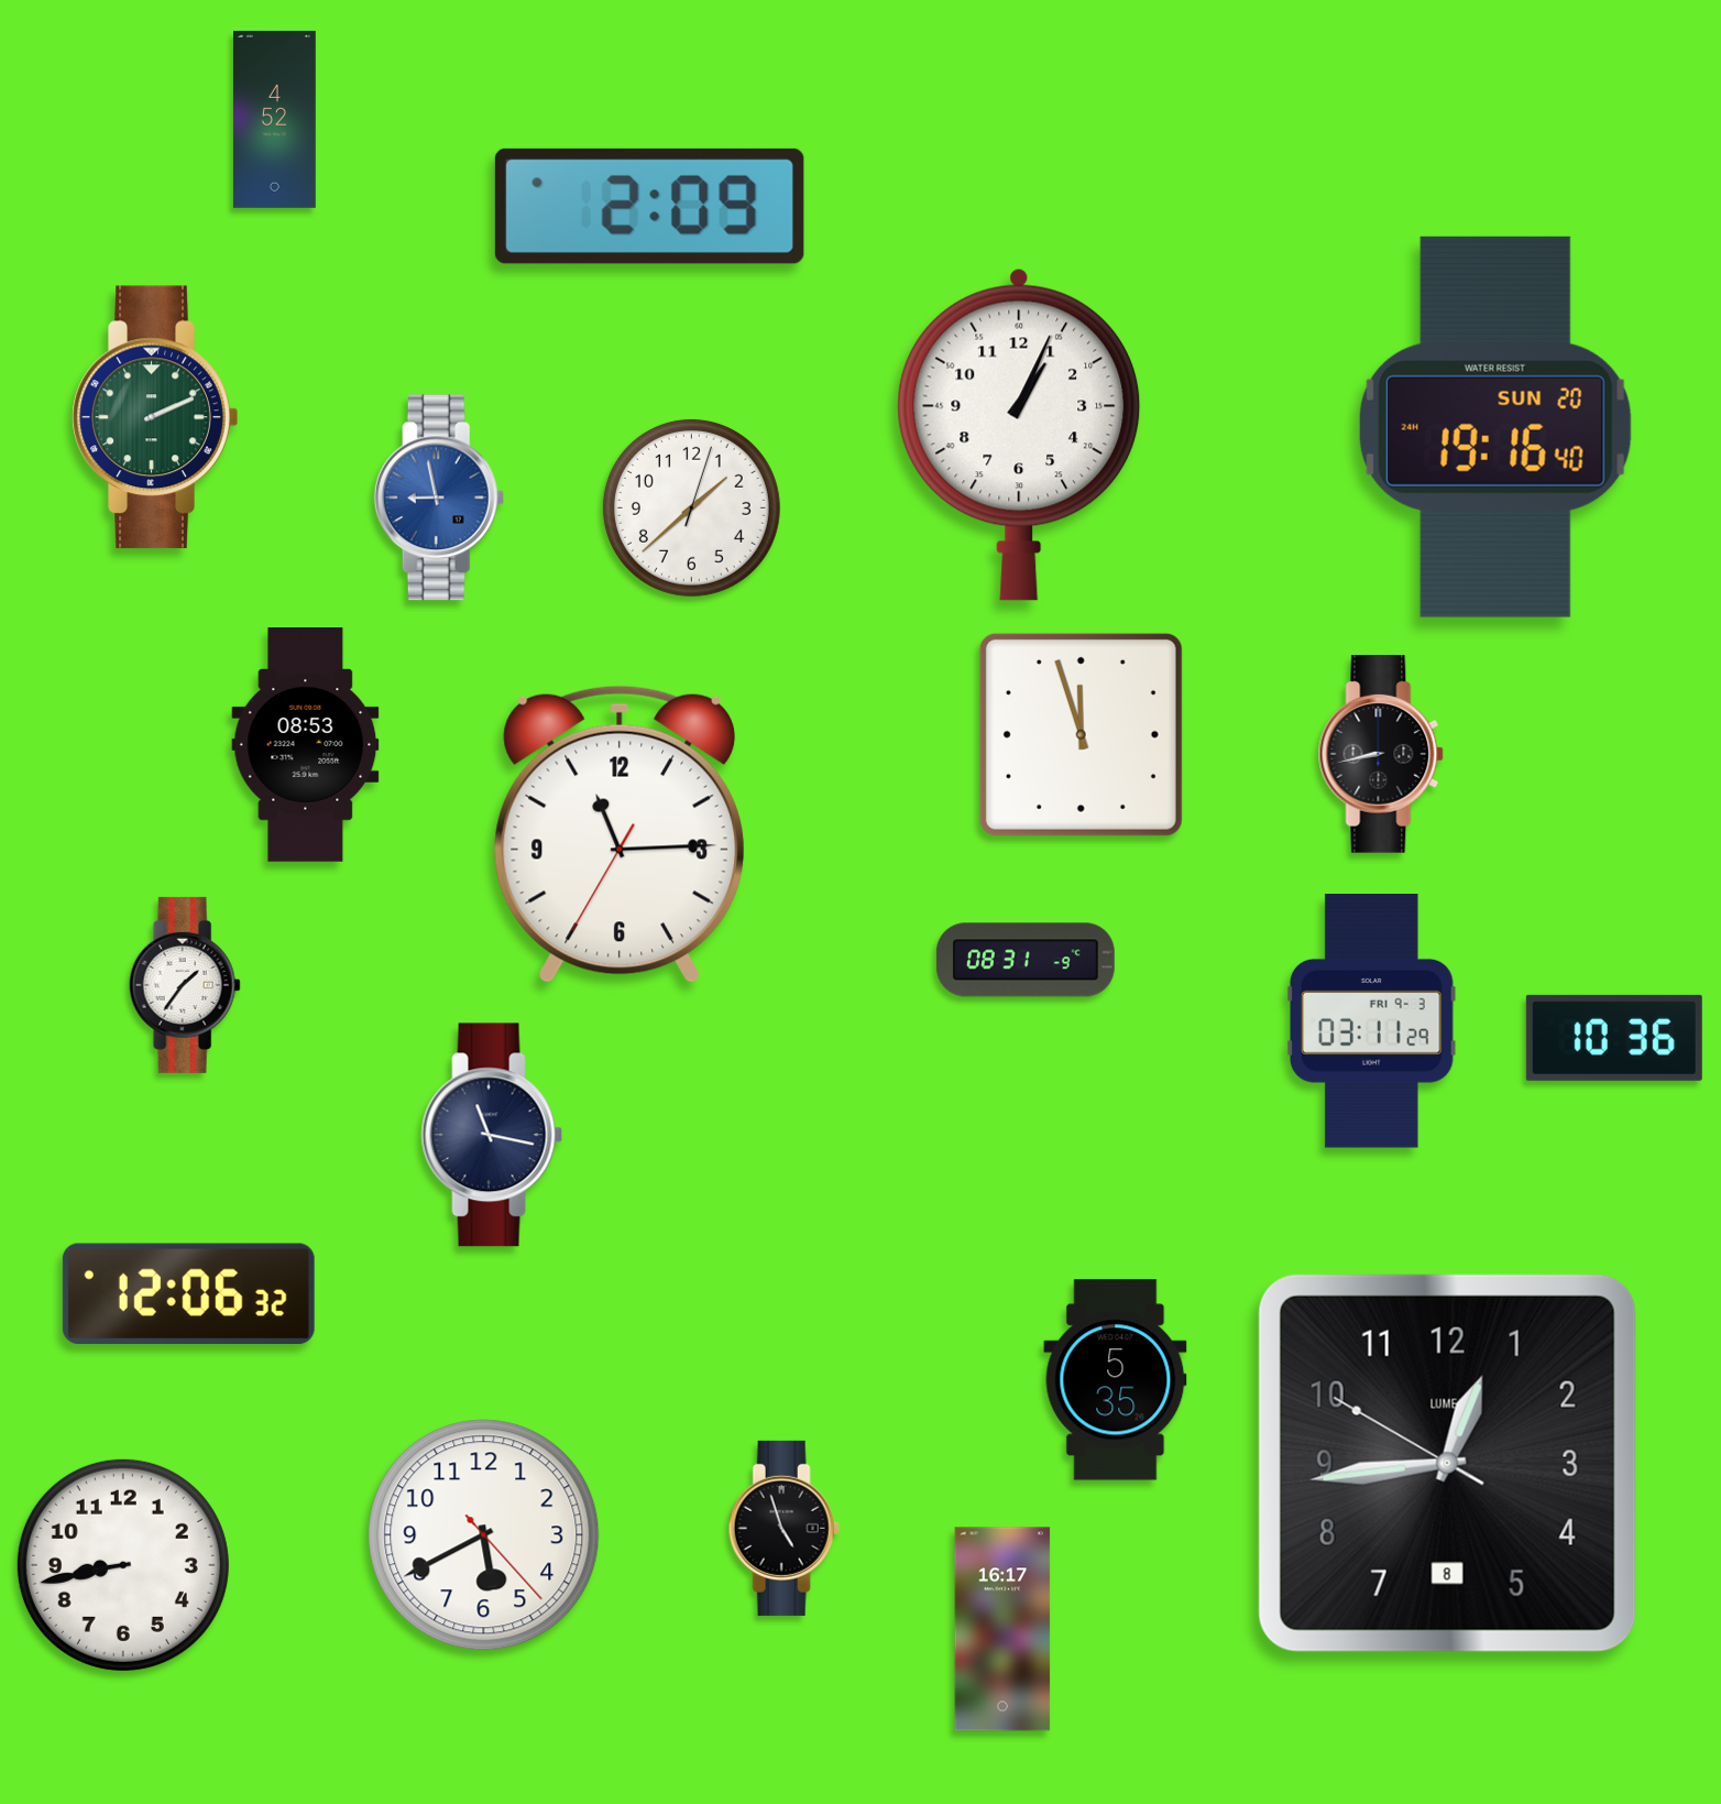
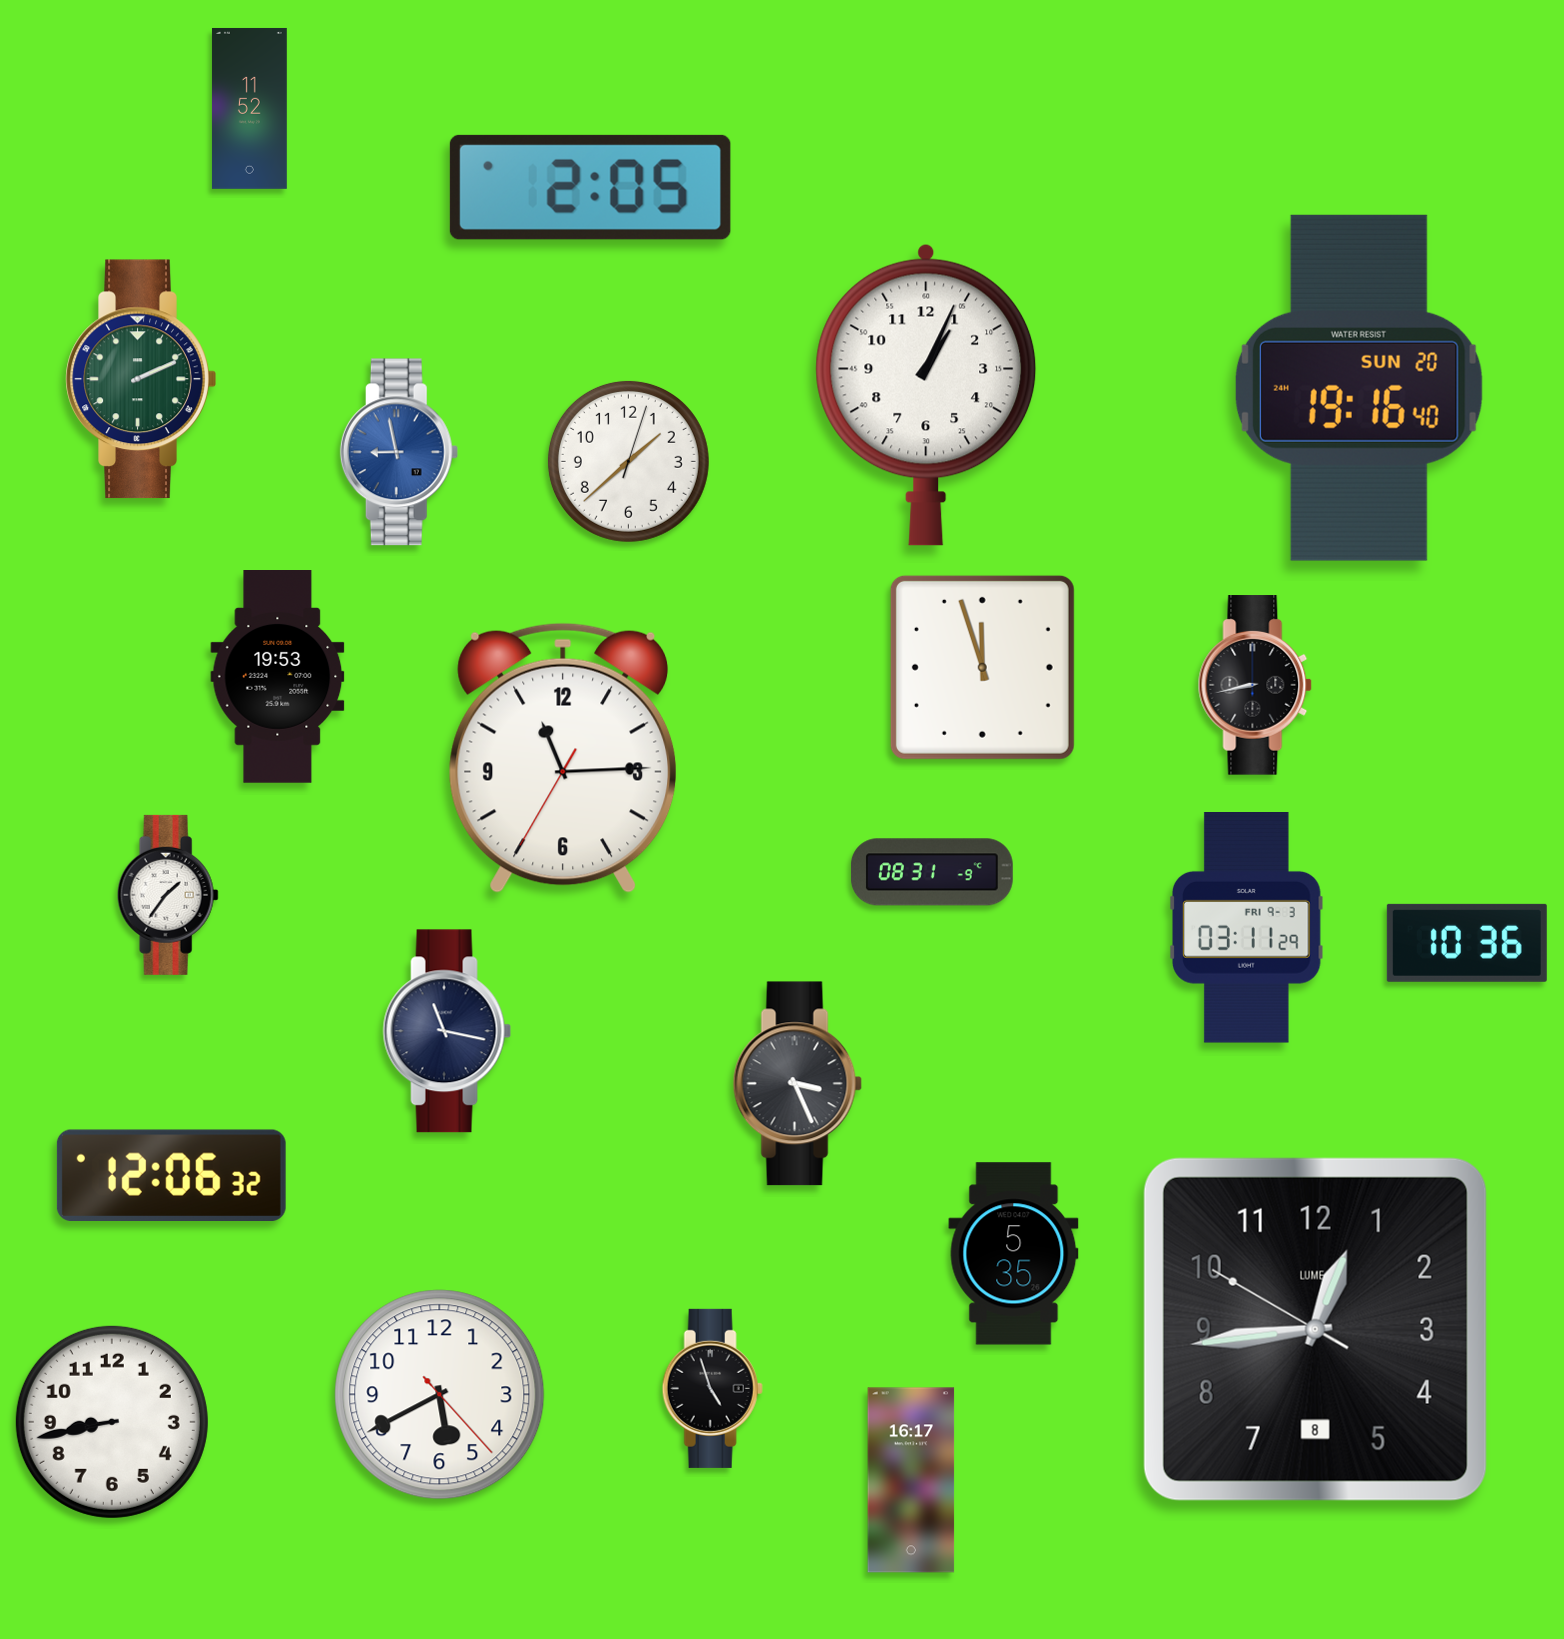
clock at (274, 119): 4:52 -> 11:52
clock at (649, 206): 2:09 -> 2:05
clock at (306, 745): 08:53 -> 19:53
clock at (797, 1084): none -> 3:26
